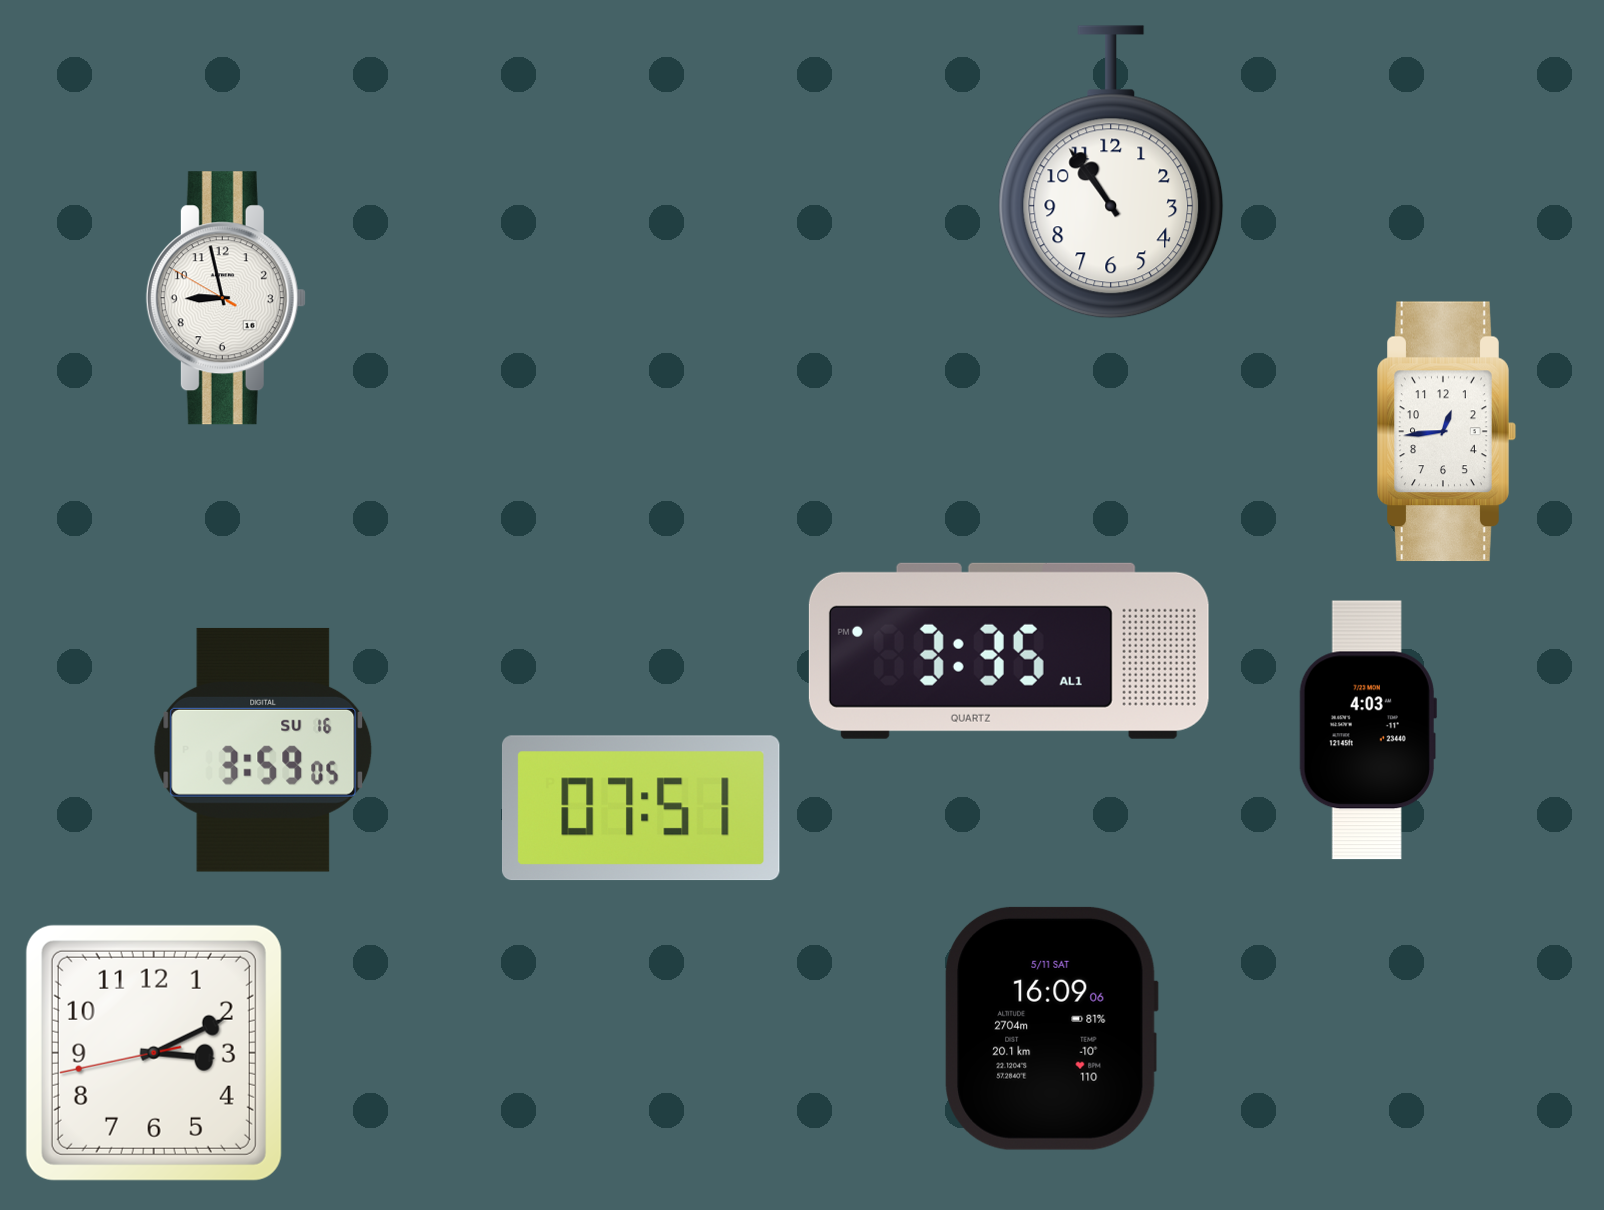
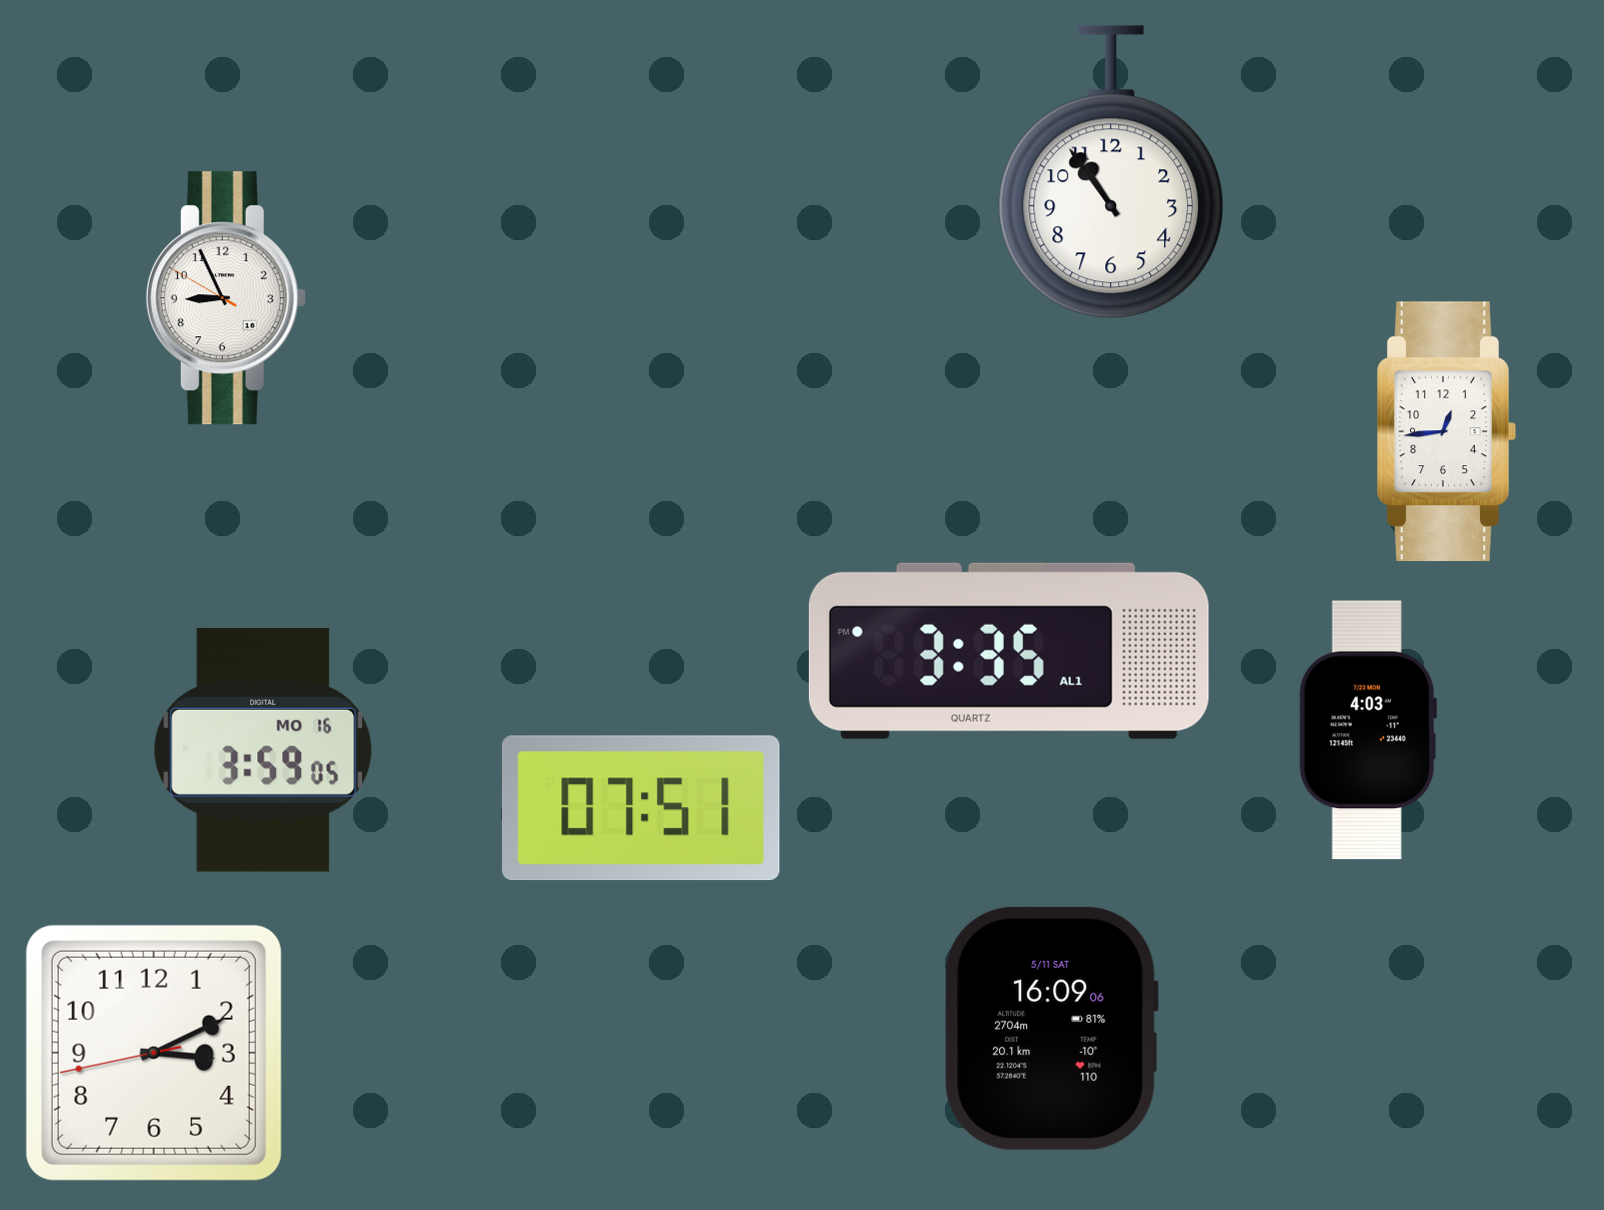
clock at (226, 298): 8:57 -> 8:55
clock at (263, 750) date: SU 16 -> MO 16
